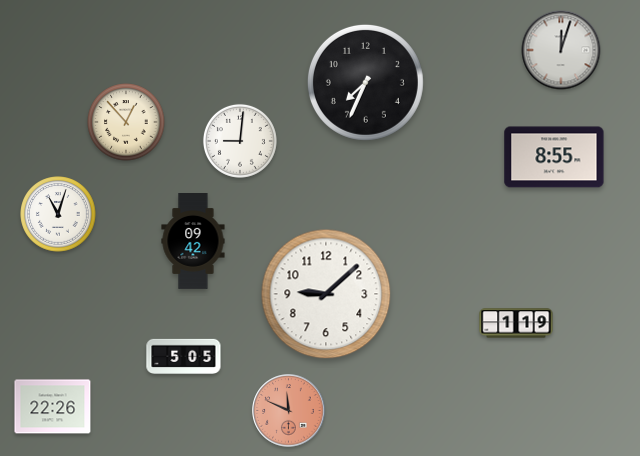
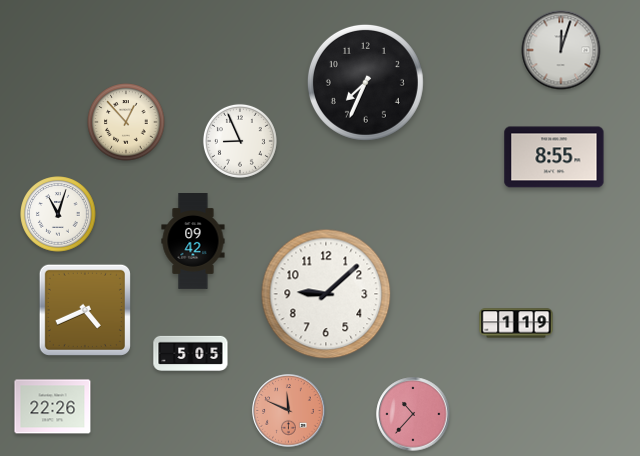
clock at (240, 141): 9:01 -> 8:56
clock at (85, 310): none -> 4:41
clock at (184, 356) position: (184, 356) -> (191, 353)
clock at (413, 414): none -> 10:37
